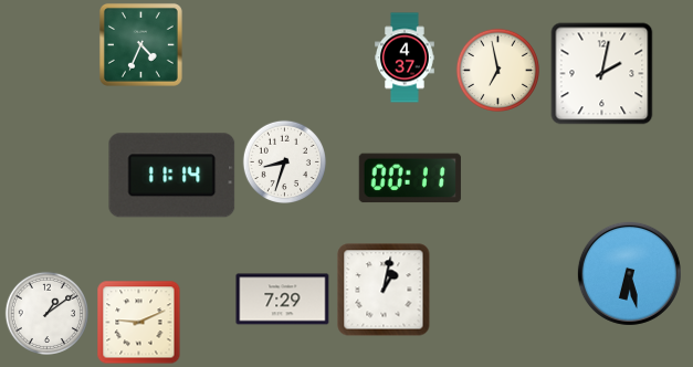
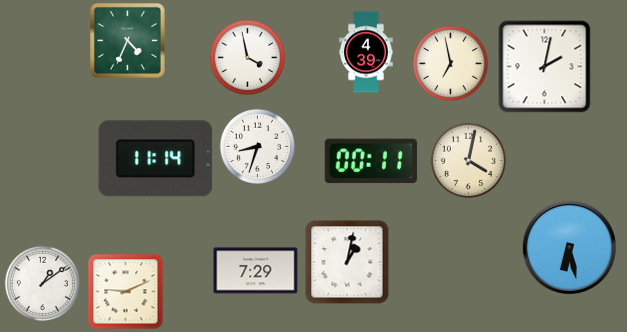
clock at (406, 57): 4:37 -> 4:39
clock at (247, 57): none -> 3:58
clock at (468, 160): none -> 4:02
